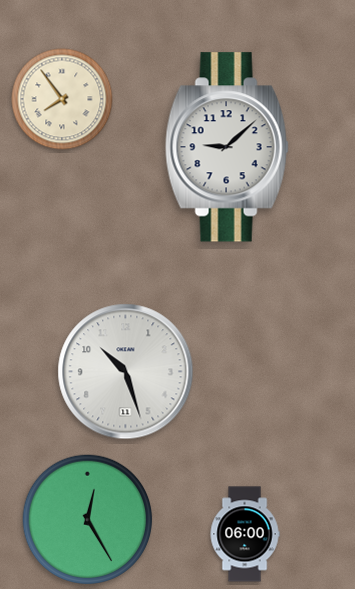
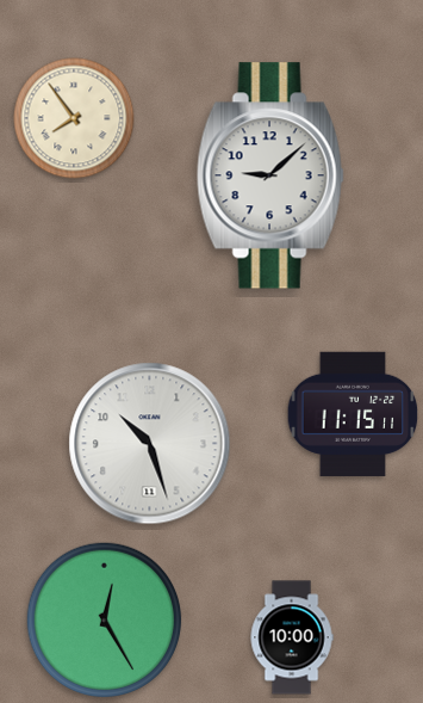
clock at (353, 414): none -> 11:15
clock at (245, 534): 06:00 -> 10:00
